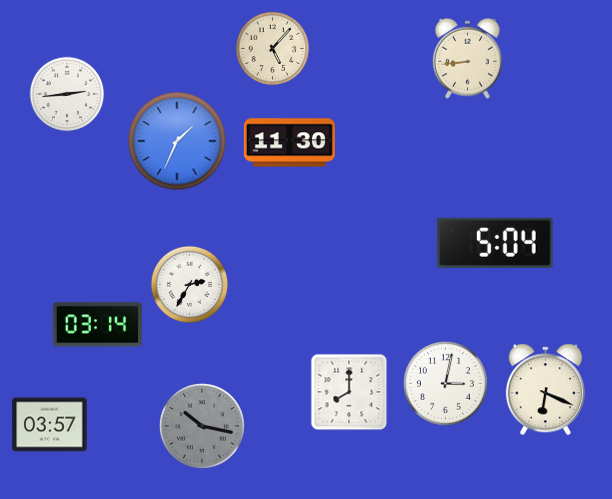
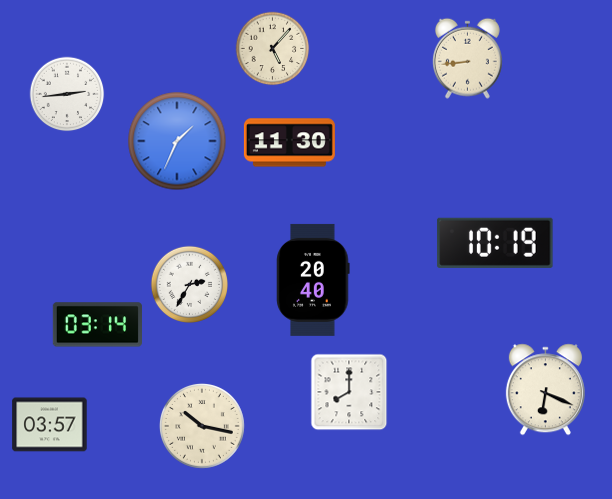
clock at (495, 243): 5:04 -> 10:19
clock at (313, 280): none -> 20:40
clock at (445, 383): 3:02 -> none
clock at (202, 426) dial: grey -> cream
